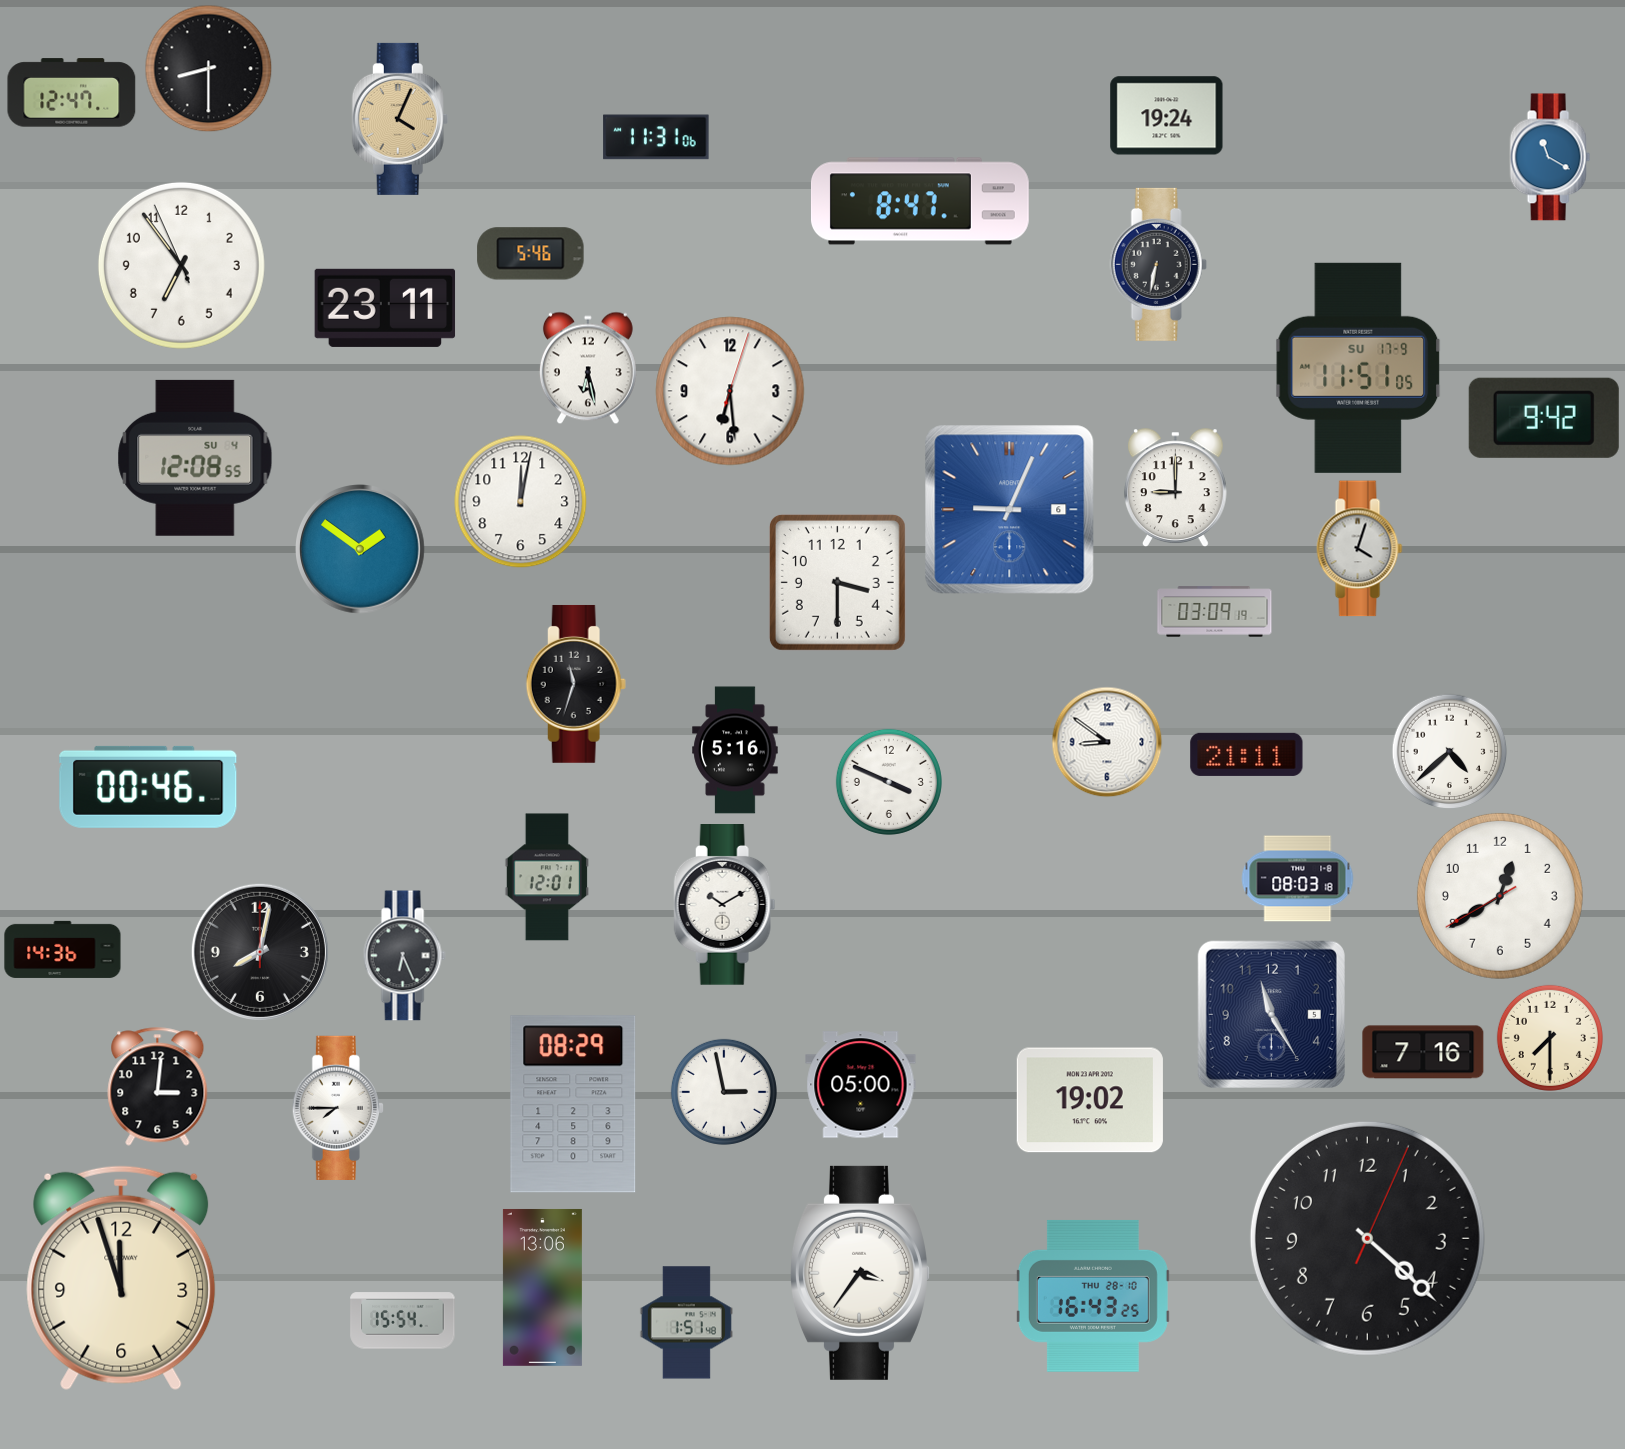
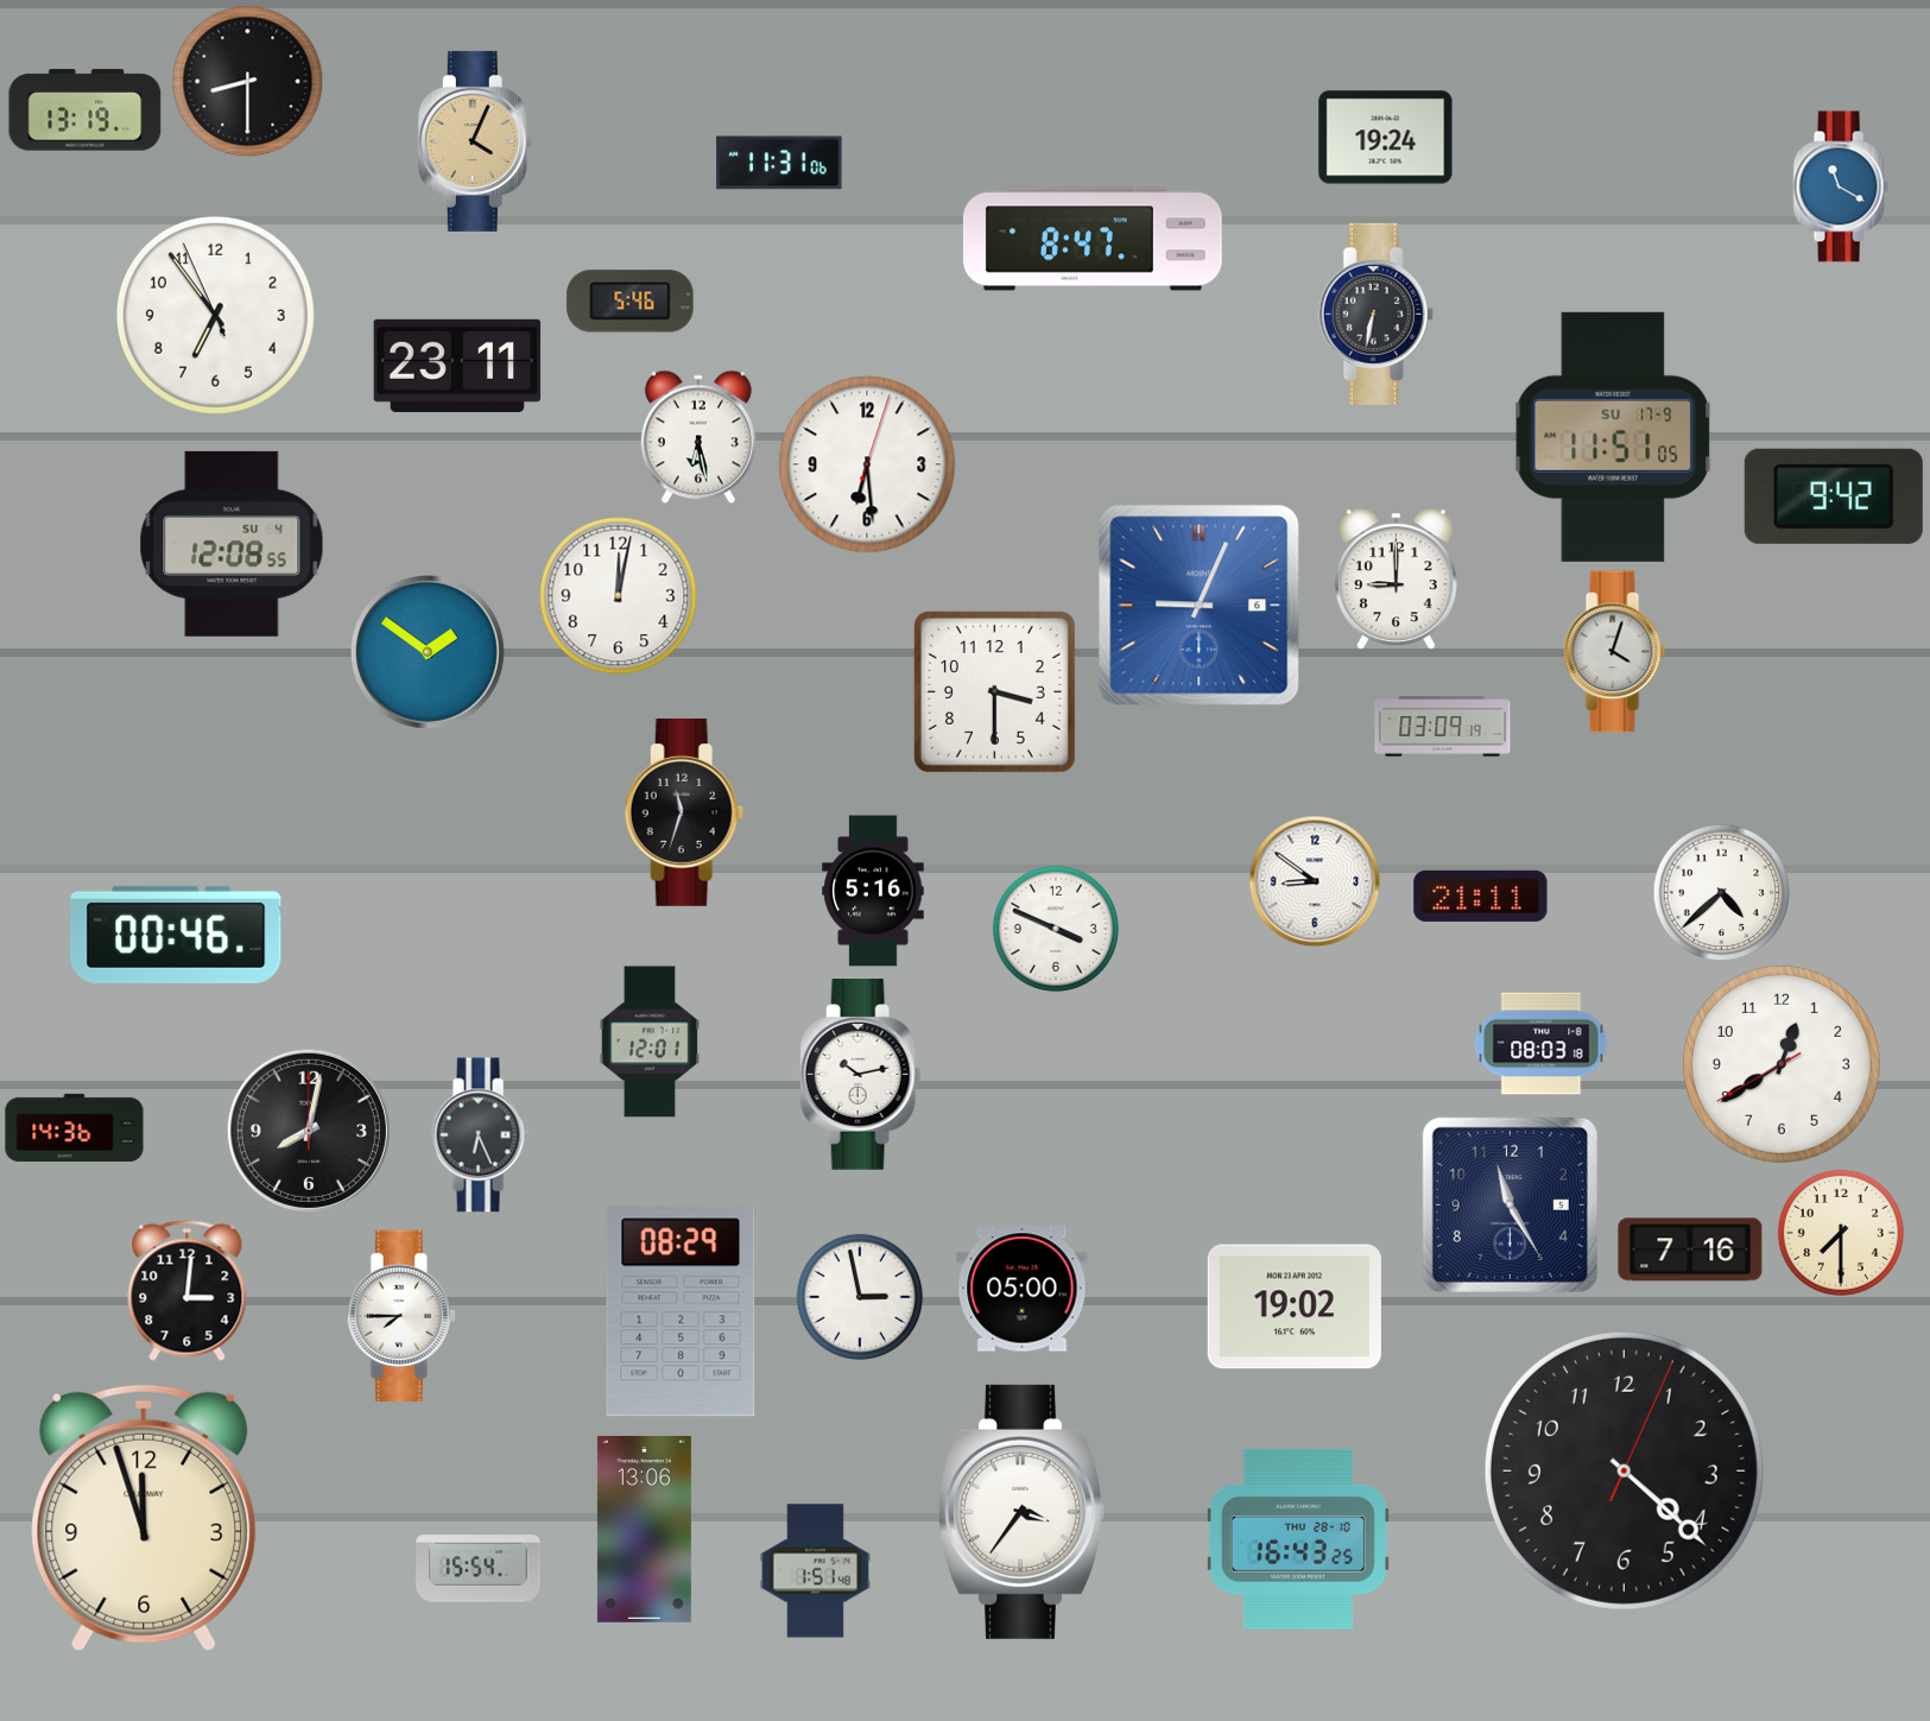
clock at (72, 93): 12:47 -> 13:19
clock at (725, 905): 10:10 -> 10:13
